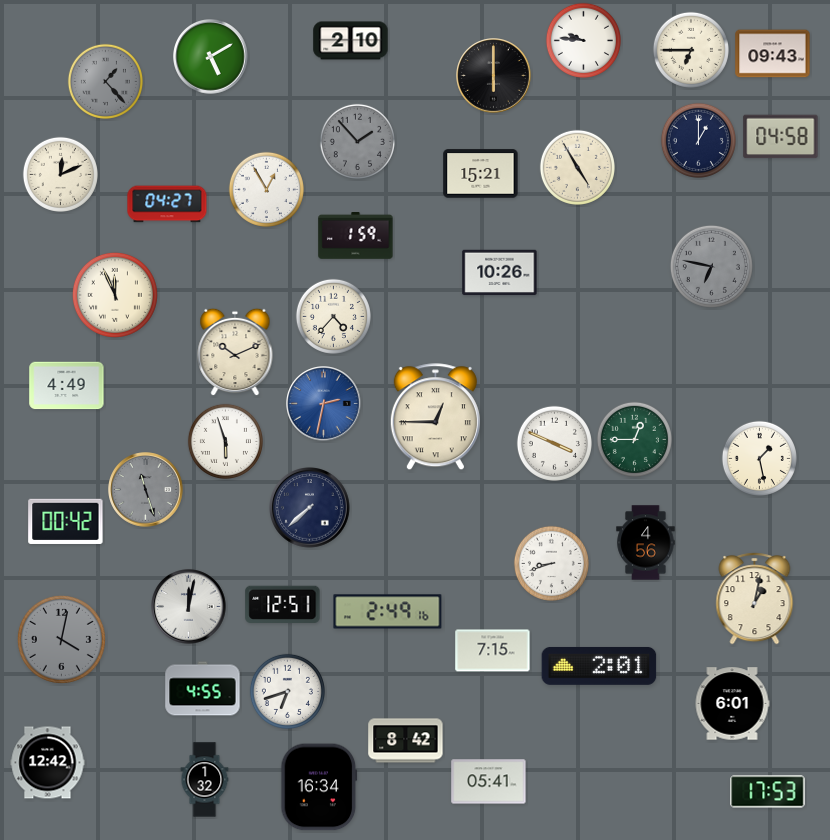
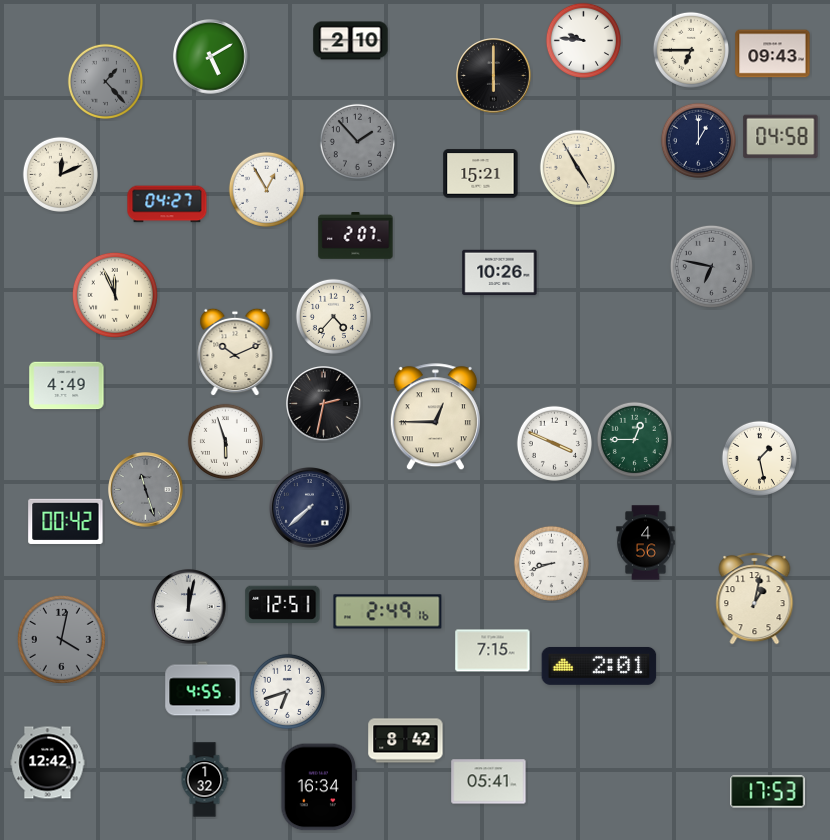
clock at (356, 236): 1:59 -> 2:07
clock at (324, 404) dial: blue -> black
clock at (732, 704): 6:01 -> none
